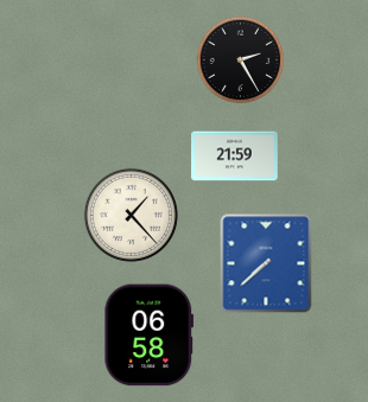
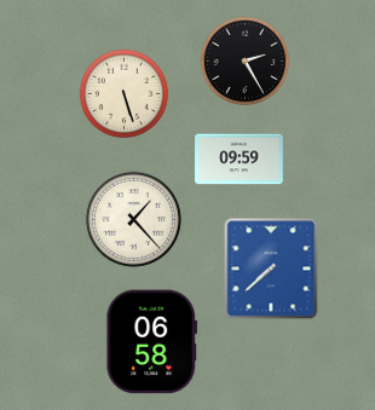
clock at (125, 94): none -> 5:27
clock at (235, 157): 21:59 -> 09:59
